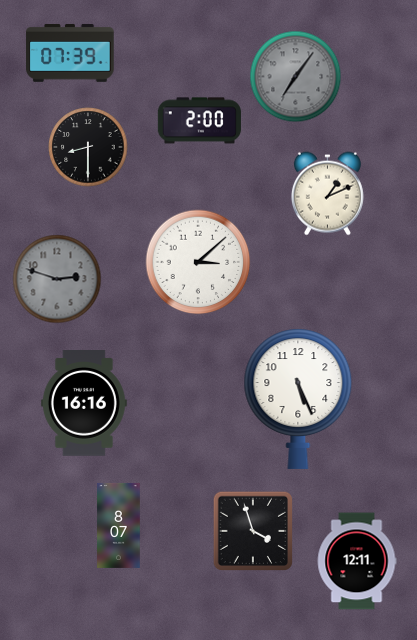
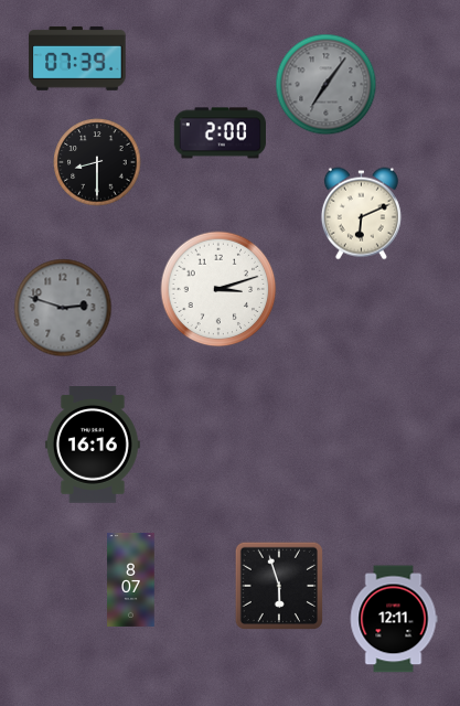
clock at (327, 194): 1:11 -> 6:11
clock at (198, 262): 3:08 -> 3:12
clock at (298, 399): 5:26 -> none
clock at (253, 531): 3:57 -> 5:57
